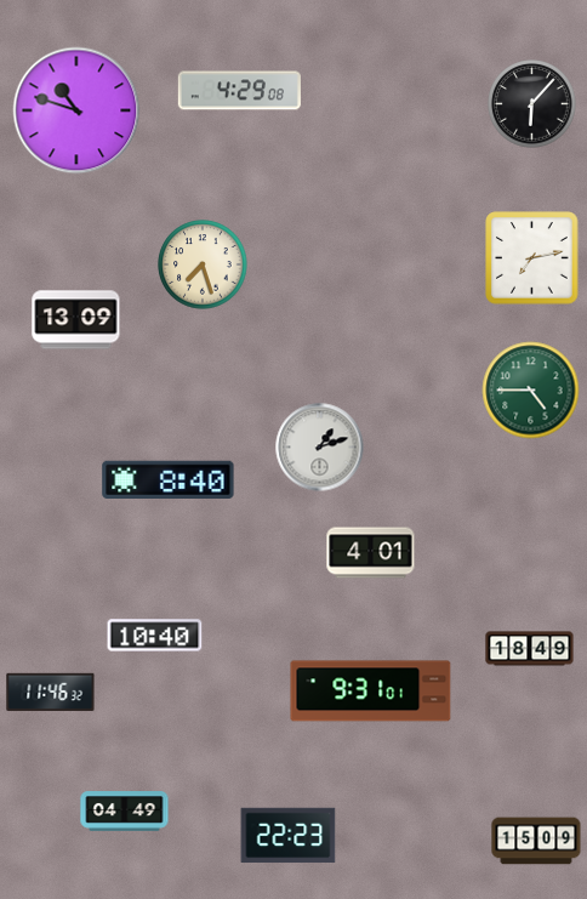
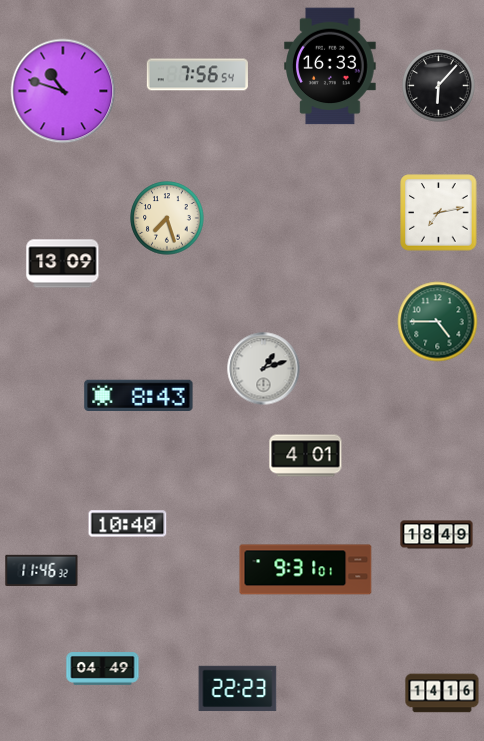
clock at (330, 66): none -> 16:33
clock at (239, 91): 4:29 -> 7:56
clock at (169, 479): 8:40 -> 8:43
clock at (536, 841): 15:09 -> 14:16
